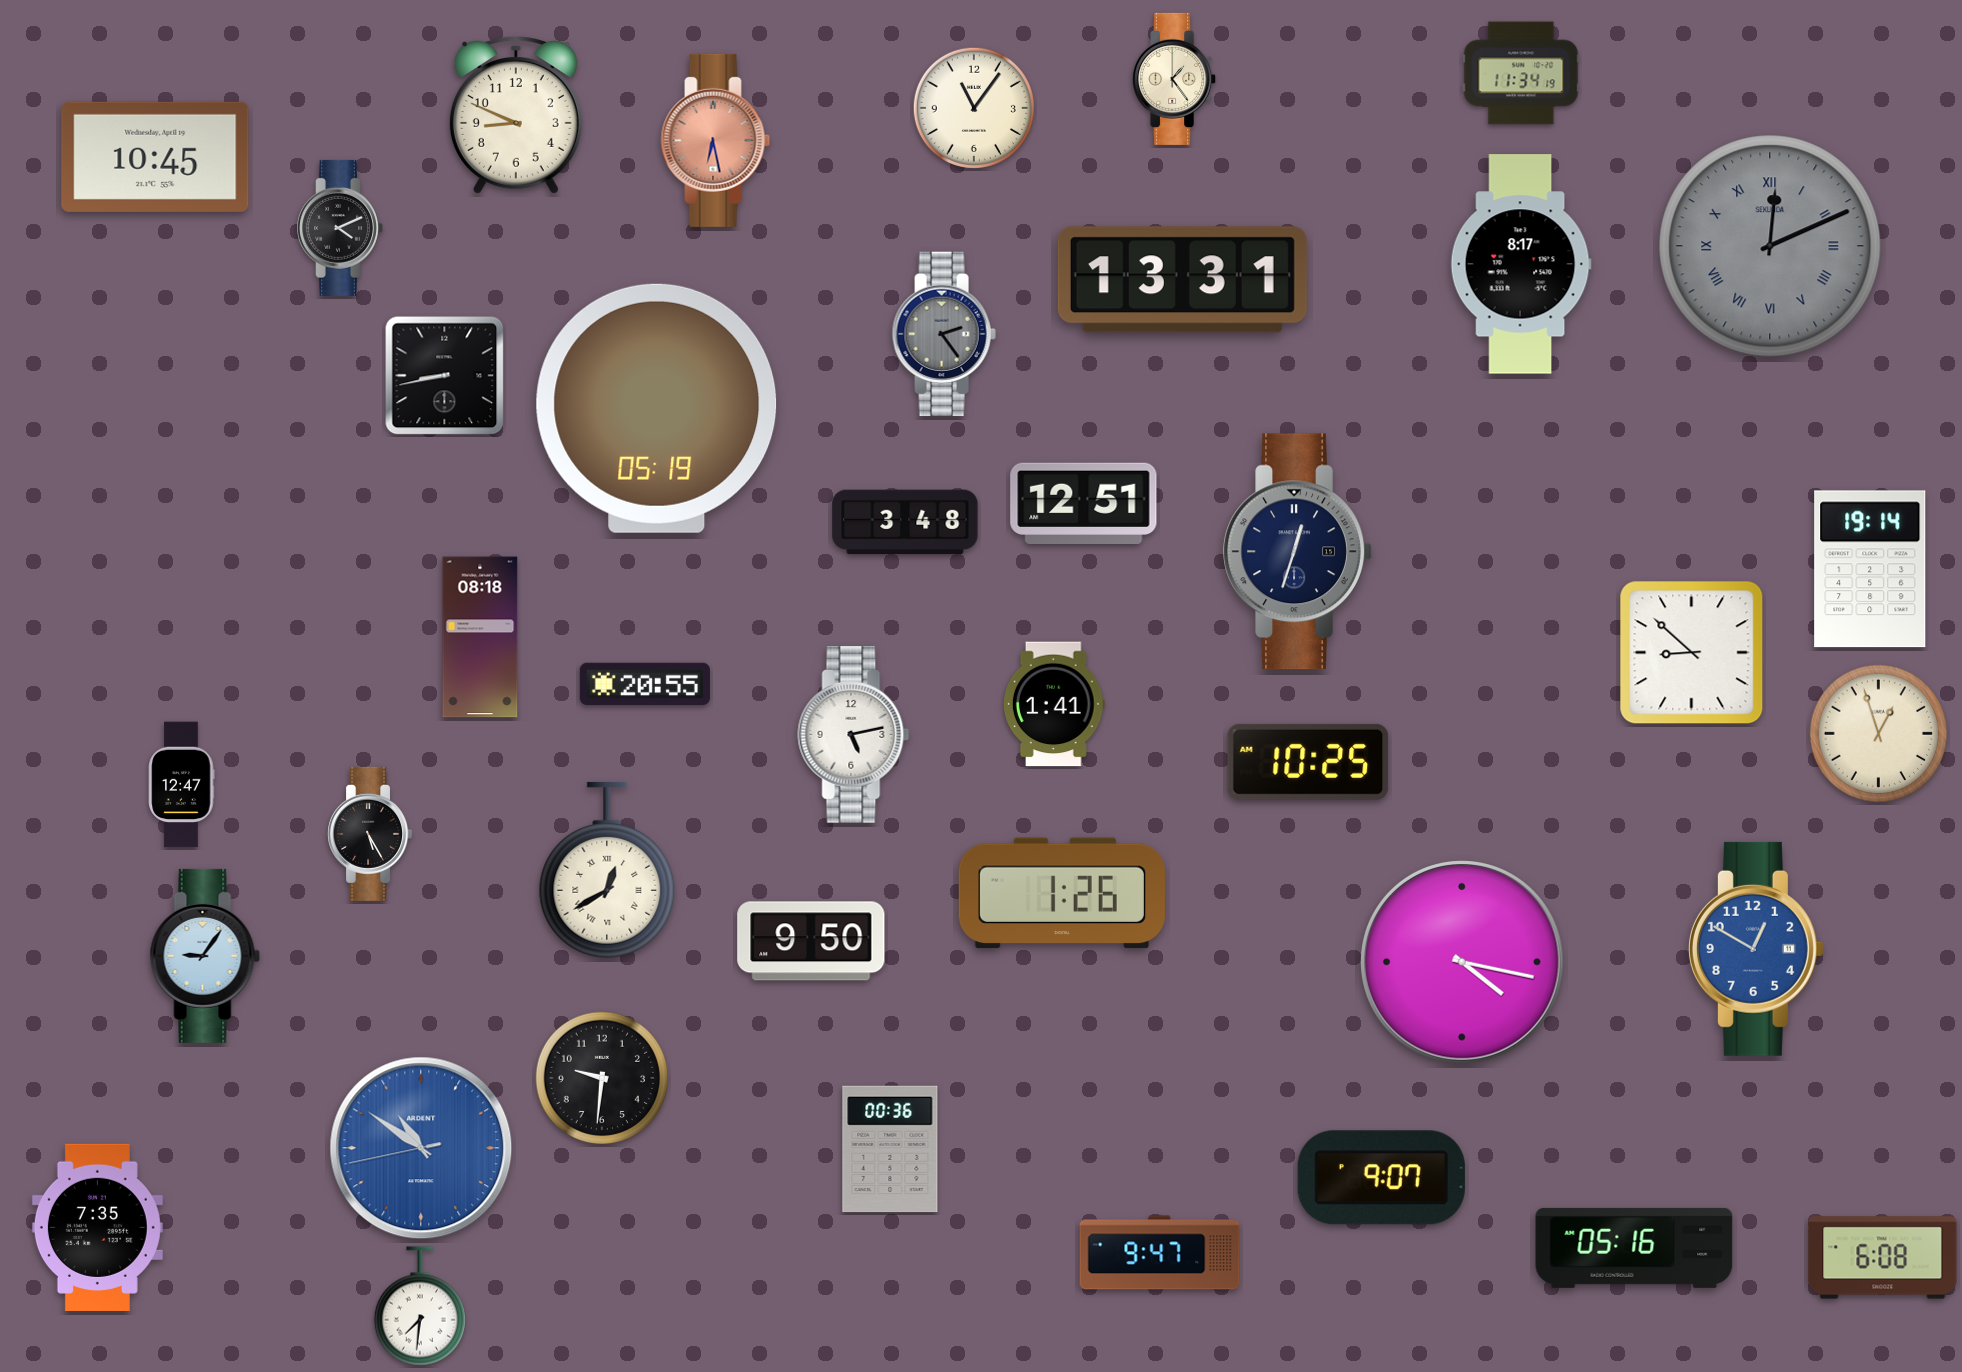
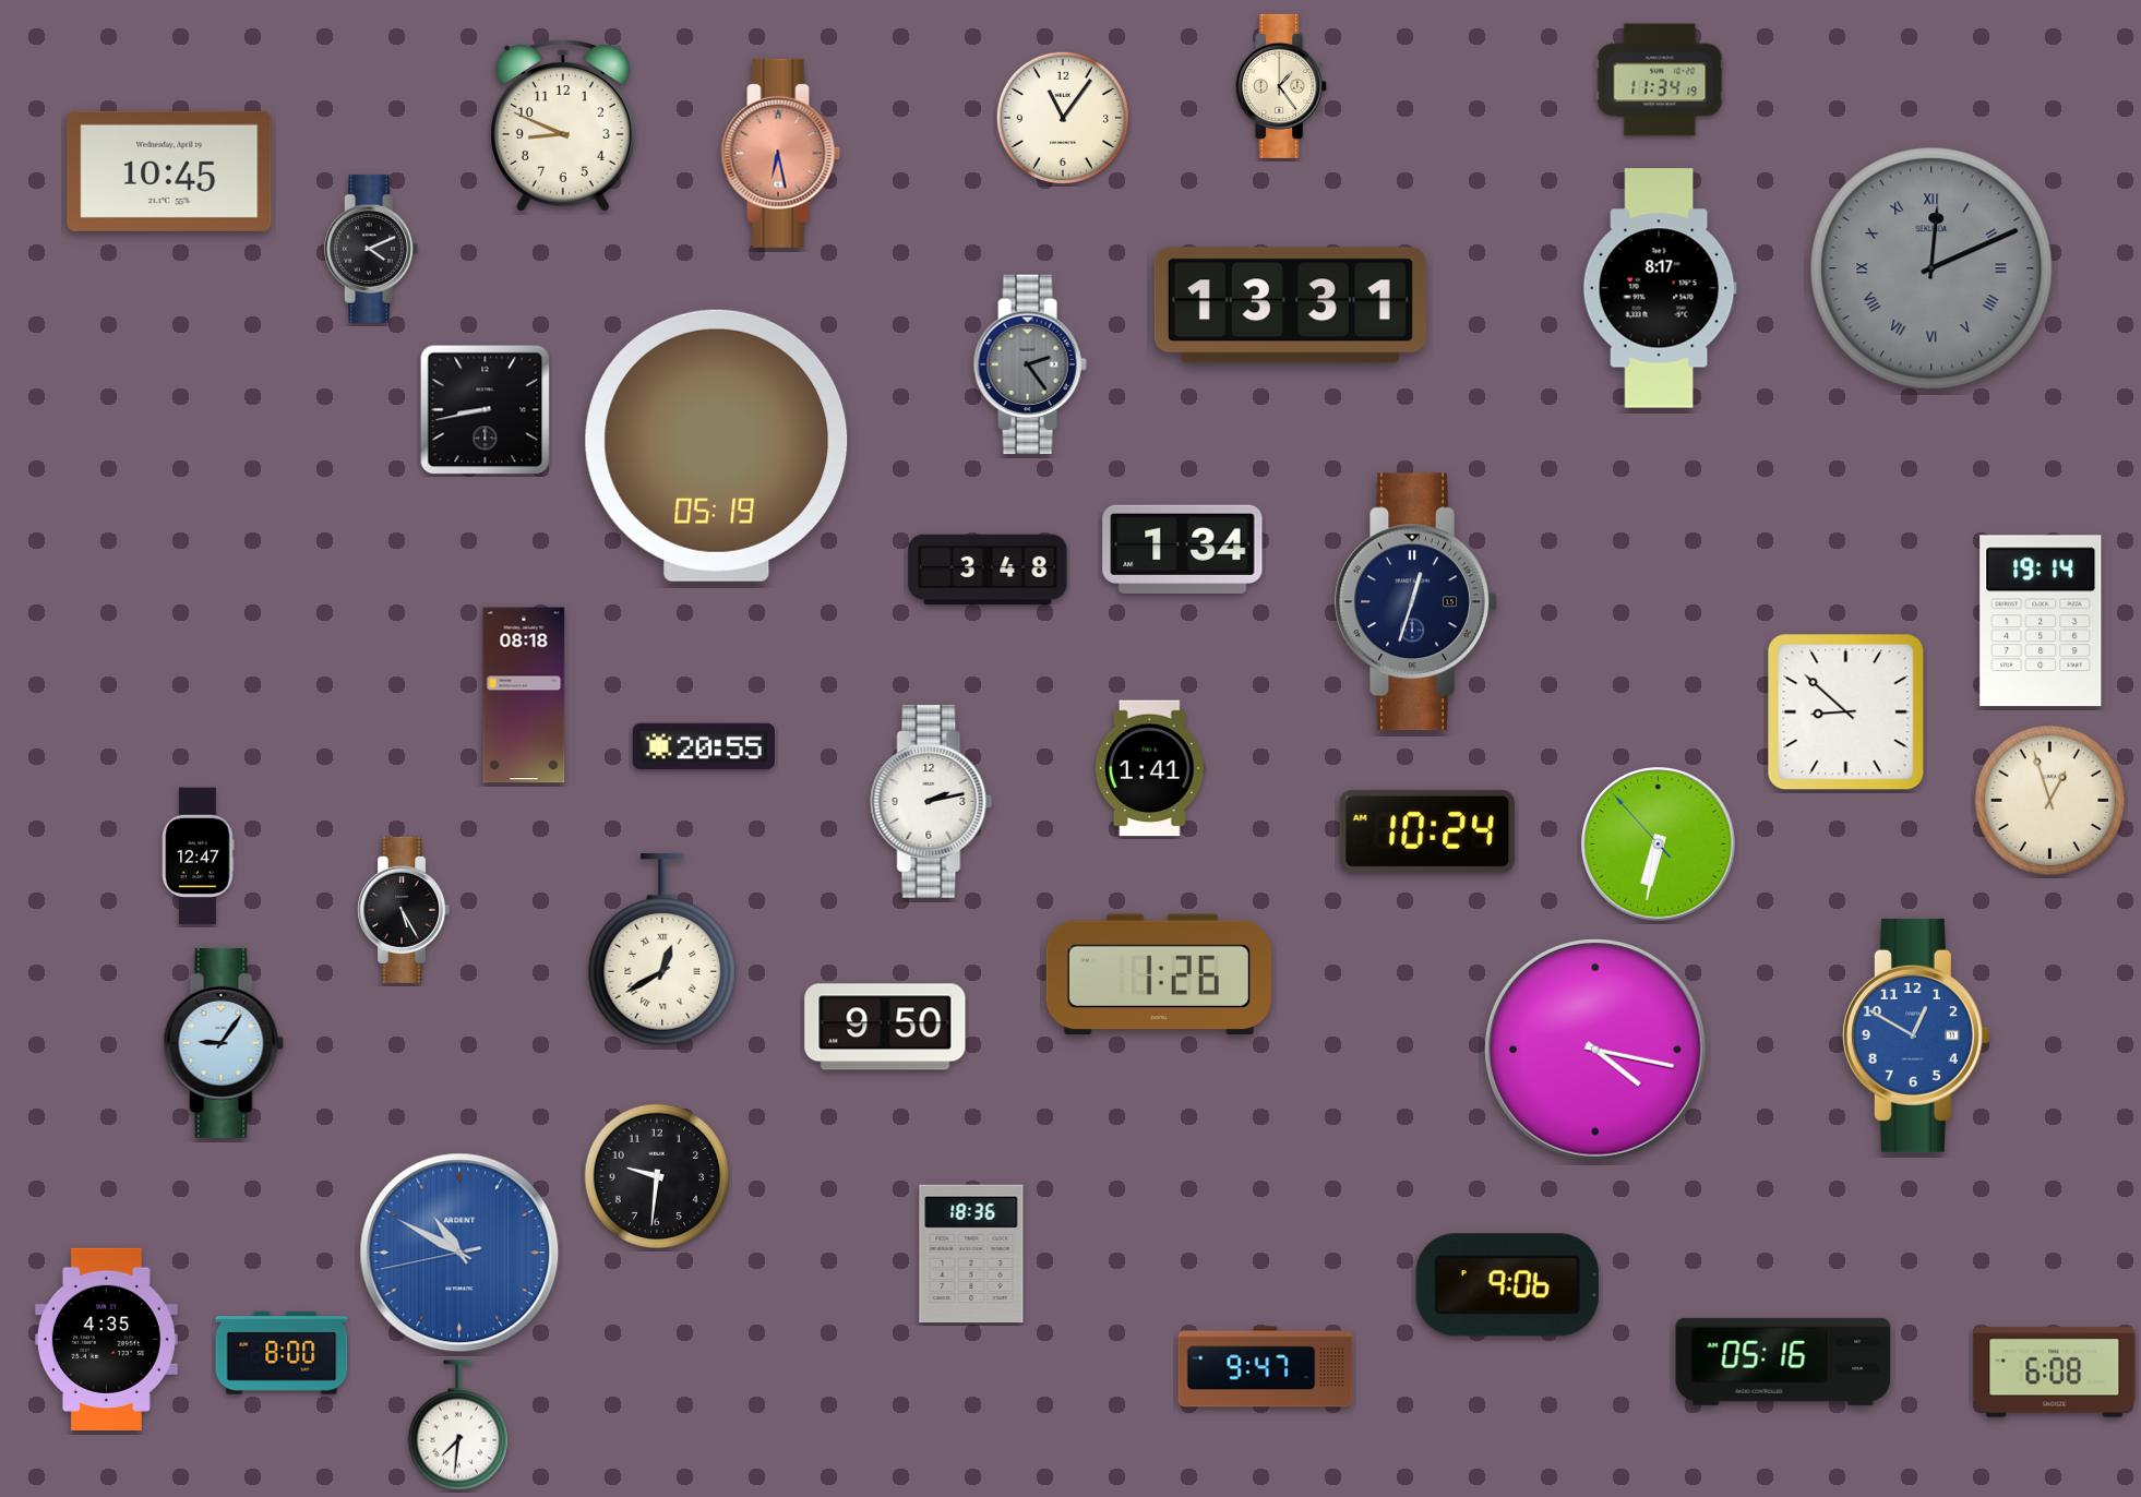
clock at (1084, 503): 12:51 -> 1:34
clock at (854, 734): 5:13 -> 2:13
clock at (1308, 762): 10:25 -> 10:24
clock at (1659, 845): none -> 6:31
clock at (421, 1148): 10:50 -> 10:49
clock at (890, 1149): 00:36 -> 18:36
clock at (1381, 1178): 9:07 -> 9:06
clock at (97, 1227): 7:35 -> 4:35
clock at (282, 1353): none -> 8:00
